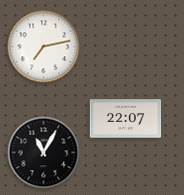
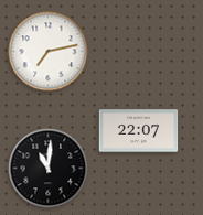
clock at (44, 153): 11:05 -> 11:01
